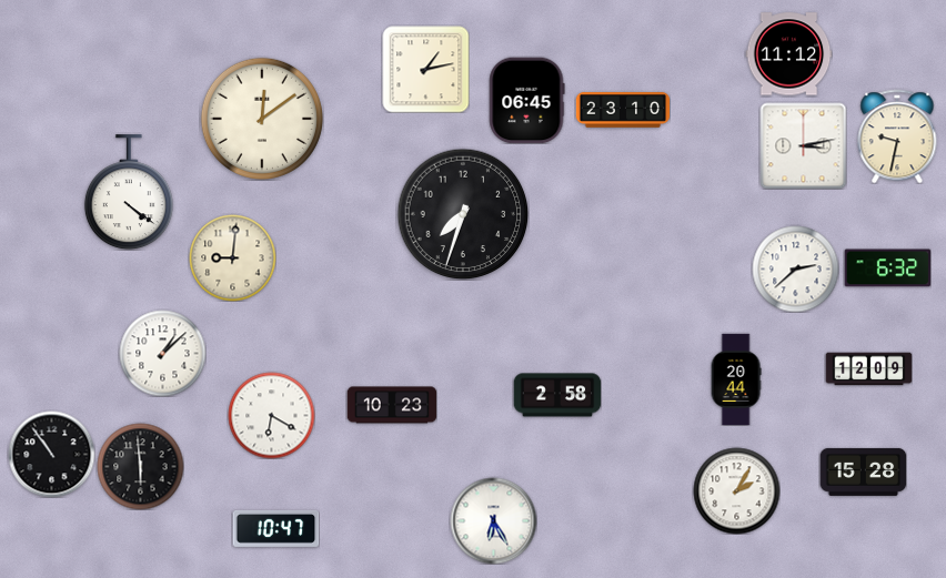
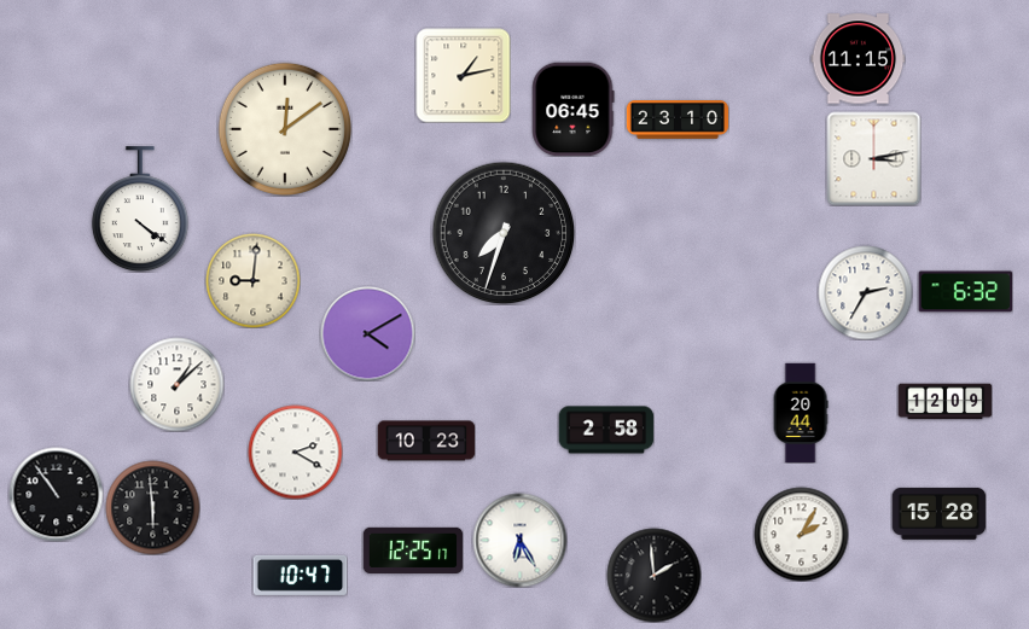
clock at (788, 54): 11:12 -> 11:15
clock at (897, 136): 9:32 -> none
clock at (795, 268): 2:38 -> 2:35
clock at (367, 333): none -> 4:10
clock at (271, 415): 6:20 -> 2:20
clock at (413, 549): none -> 12:25
clock at (493, 520) position: (493, 520) -> (519, 540)
clock at (653, 575): none -> 1:59
